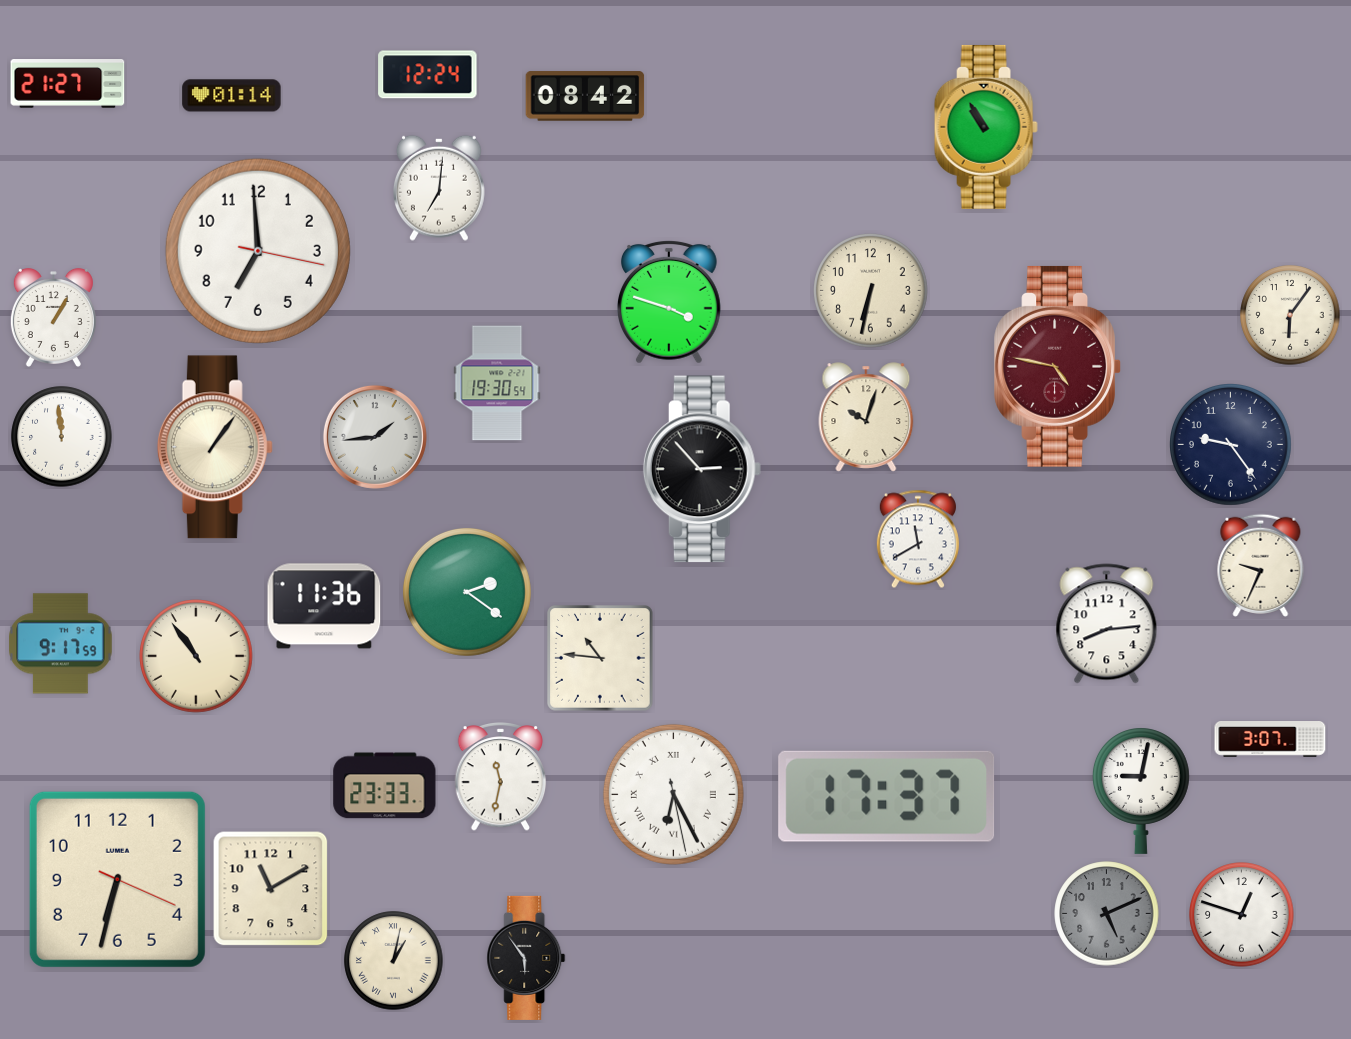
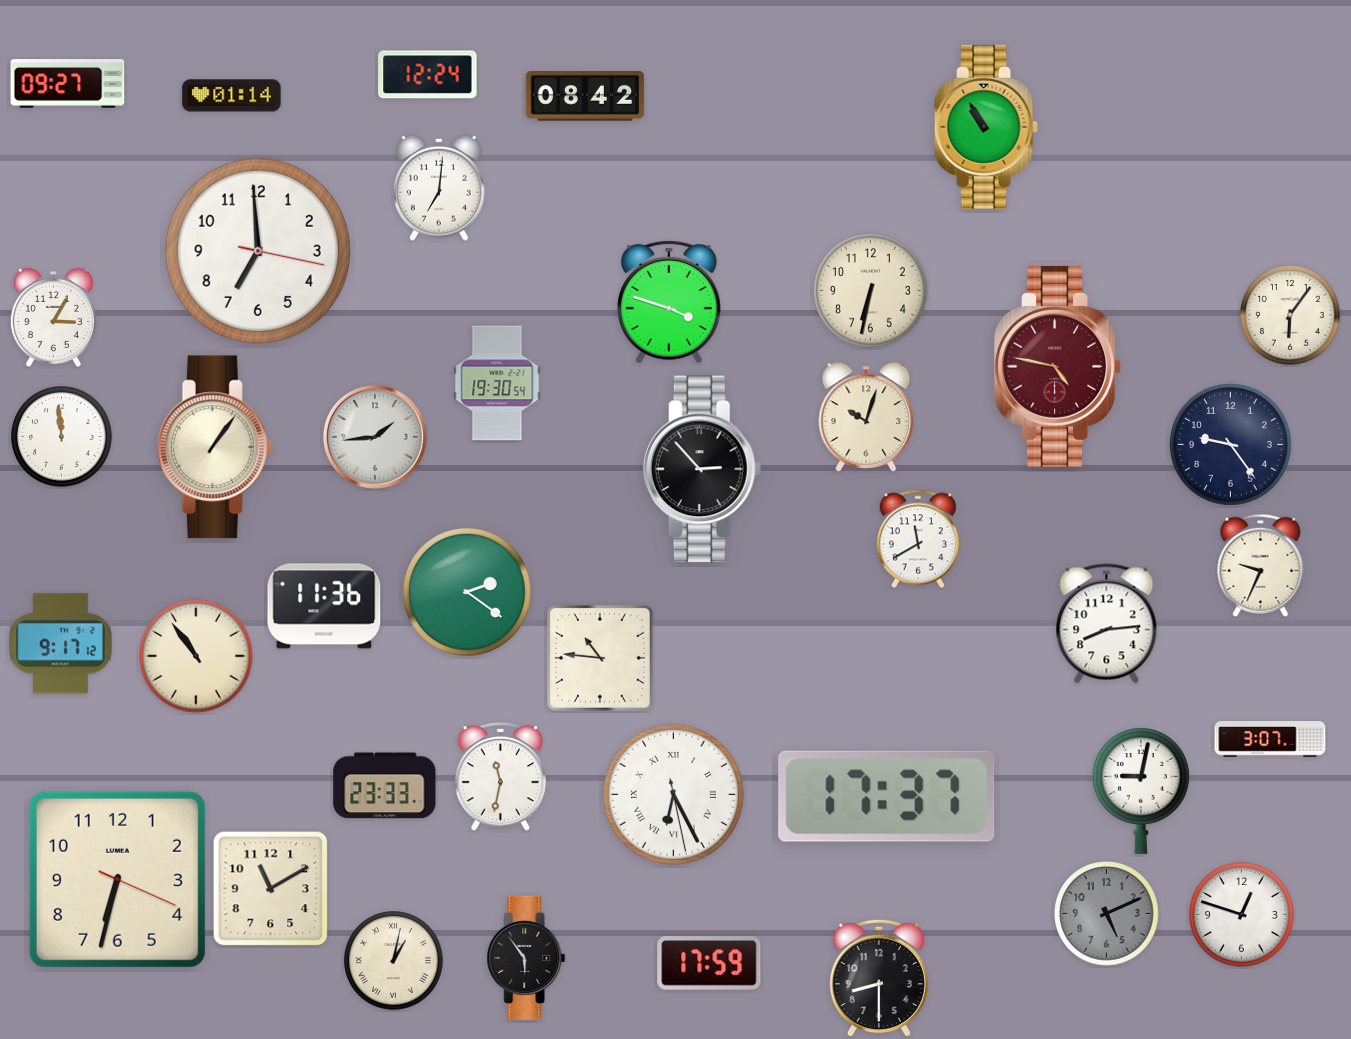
clock at (68, 84): 21:27 -> 09:27
clock at (53, 317): 1:05 -> 3:05
clock at (61, 644): 9:17:59 -> 9:17:12
clock at (709, 963): none -> 17:59
clock at (879, 978): none -> 8:30
